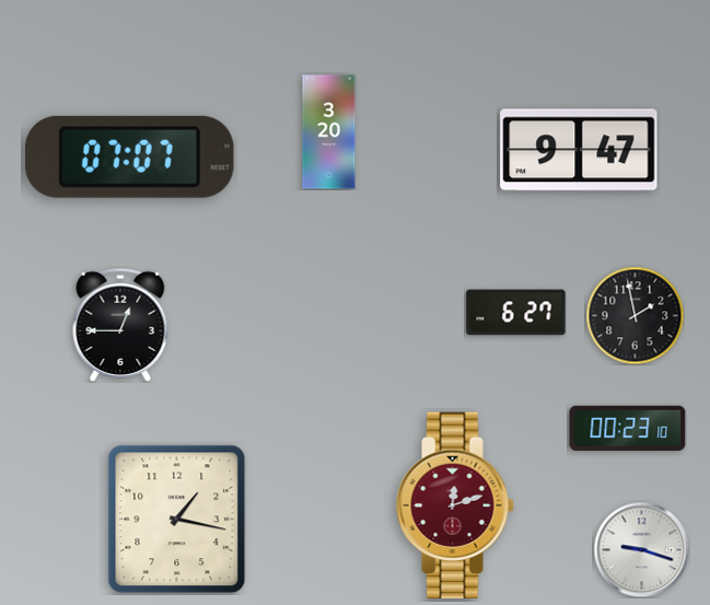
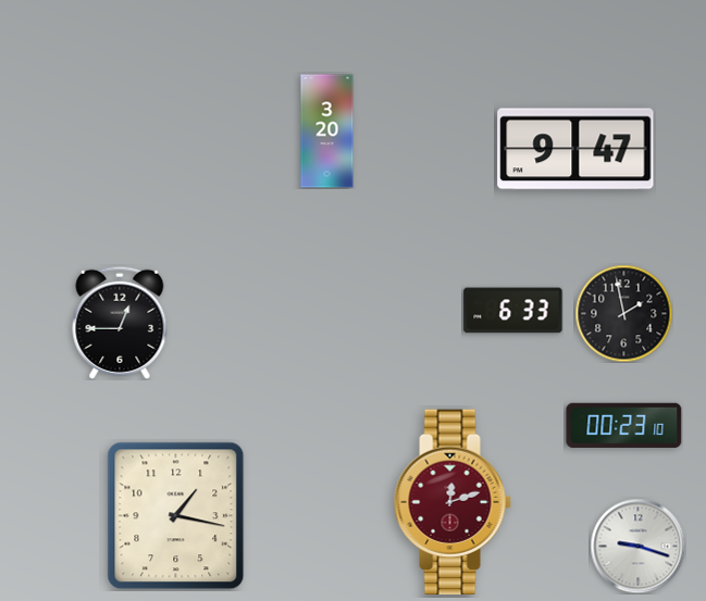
clock at (129, 156): 07:07 -> none
clock at (516, 313): 6:27 -> 6:33
clock at (635, 315) position: (635, 315) -> (623, 313)
